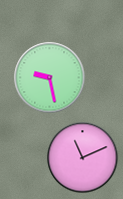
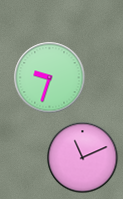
clock at (50, 78): 9:28 -> 9:33
